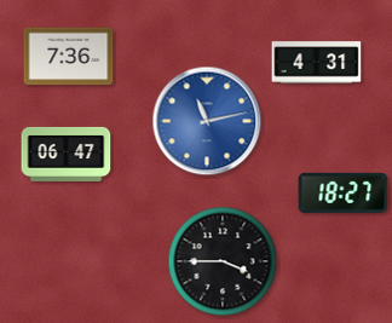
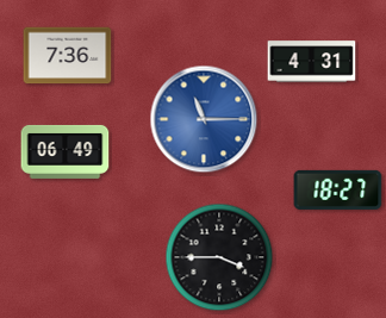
clock at (207, 121): 11:13 -> 11:15
clock at (67, 154): 06:47 -> 06:49
